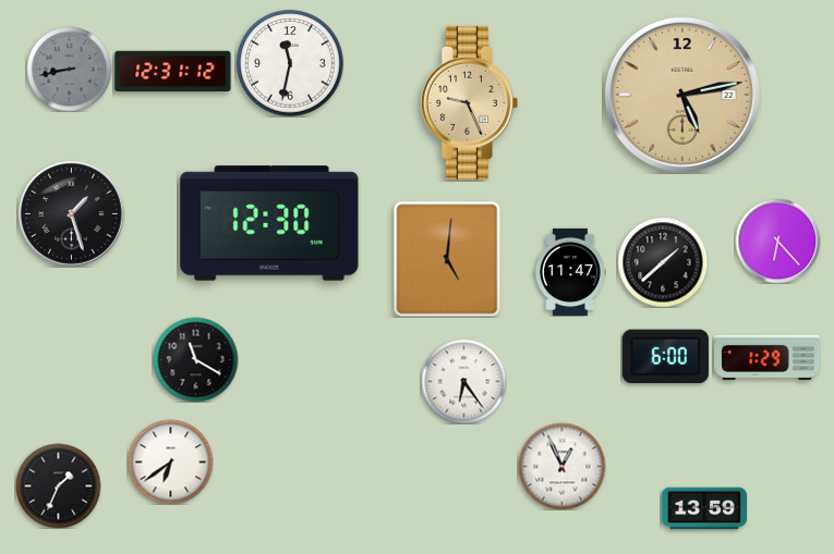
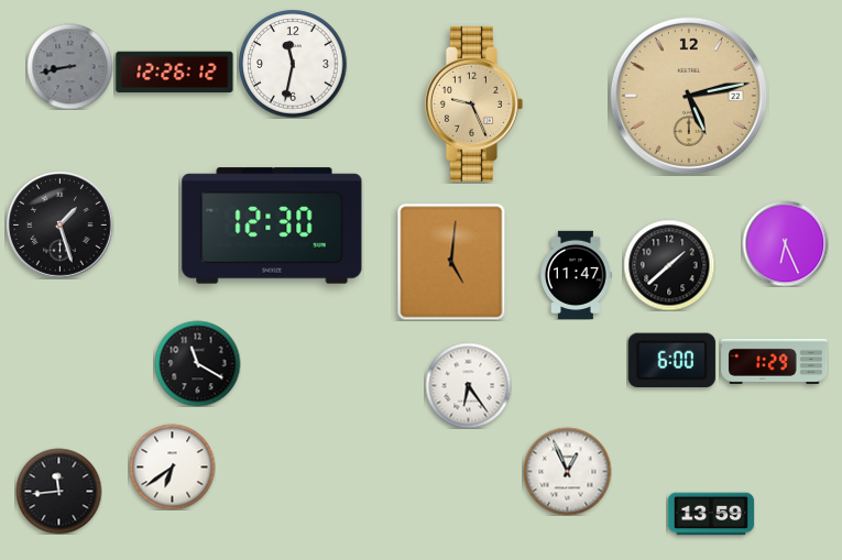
clock at (69, 69) position: (69, 69) -> (69, 66)
clock at (173, 72): 12:31 -> 12:26
clock at (72, 214) position: (72, 214) -> (61, 226)
clock at (777, 241): 6:23 -> 6:26
clock at (58, 485): 1:34 -> 11:44
